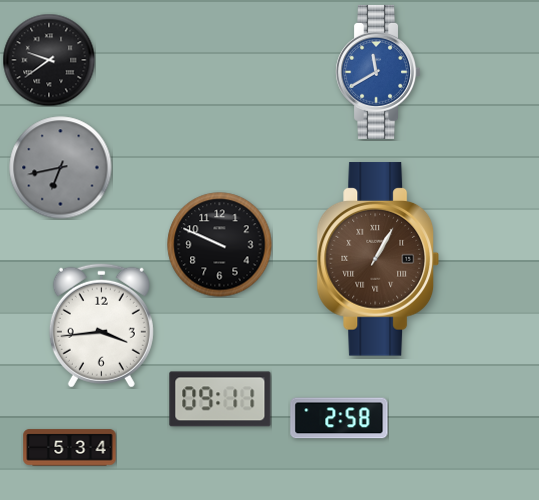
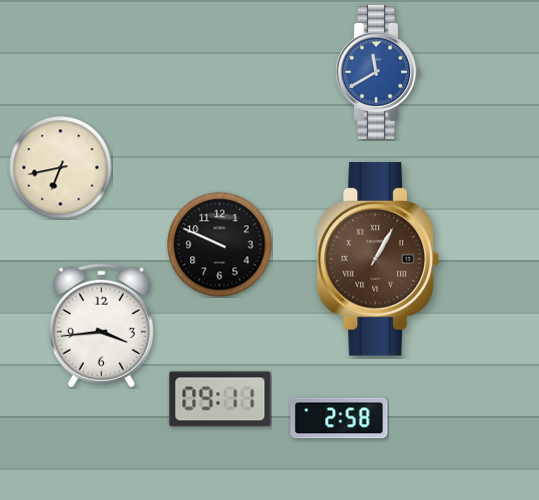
clock at (49, 60): 9:39 -> none
clock at (61, 168) dial: grey -> cream
clock at (70, 448): 5:34 -> none
